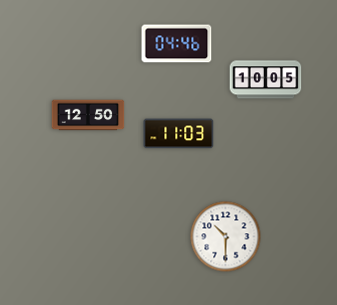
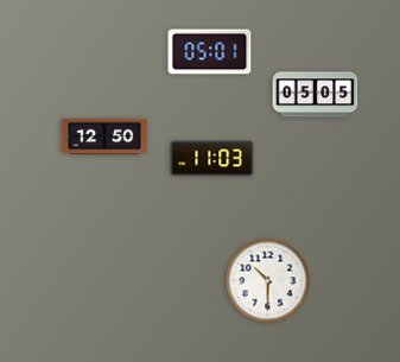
clock at (177, 44): 04:46 -> 05:01
clock at (266, 80): 10:05 -> 05:05
